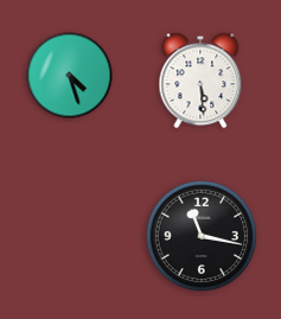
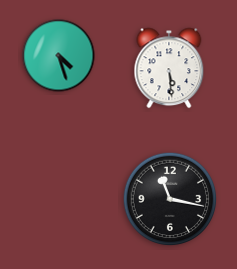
clock at (70, 76) position: (70, 76) -> (59, 56)
